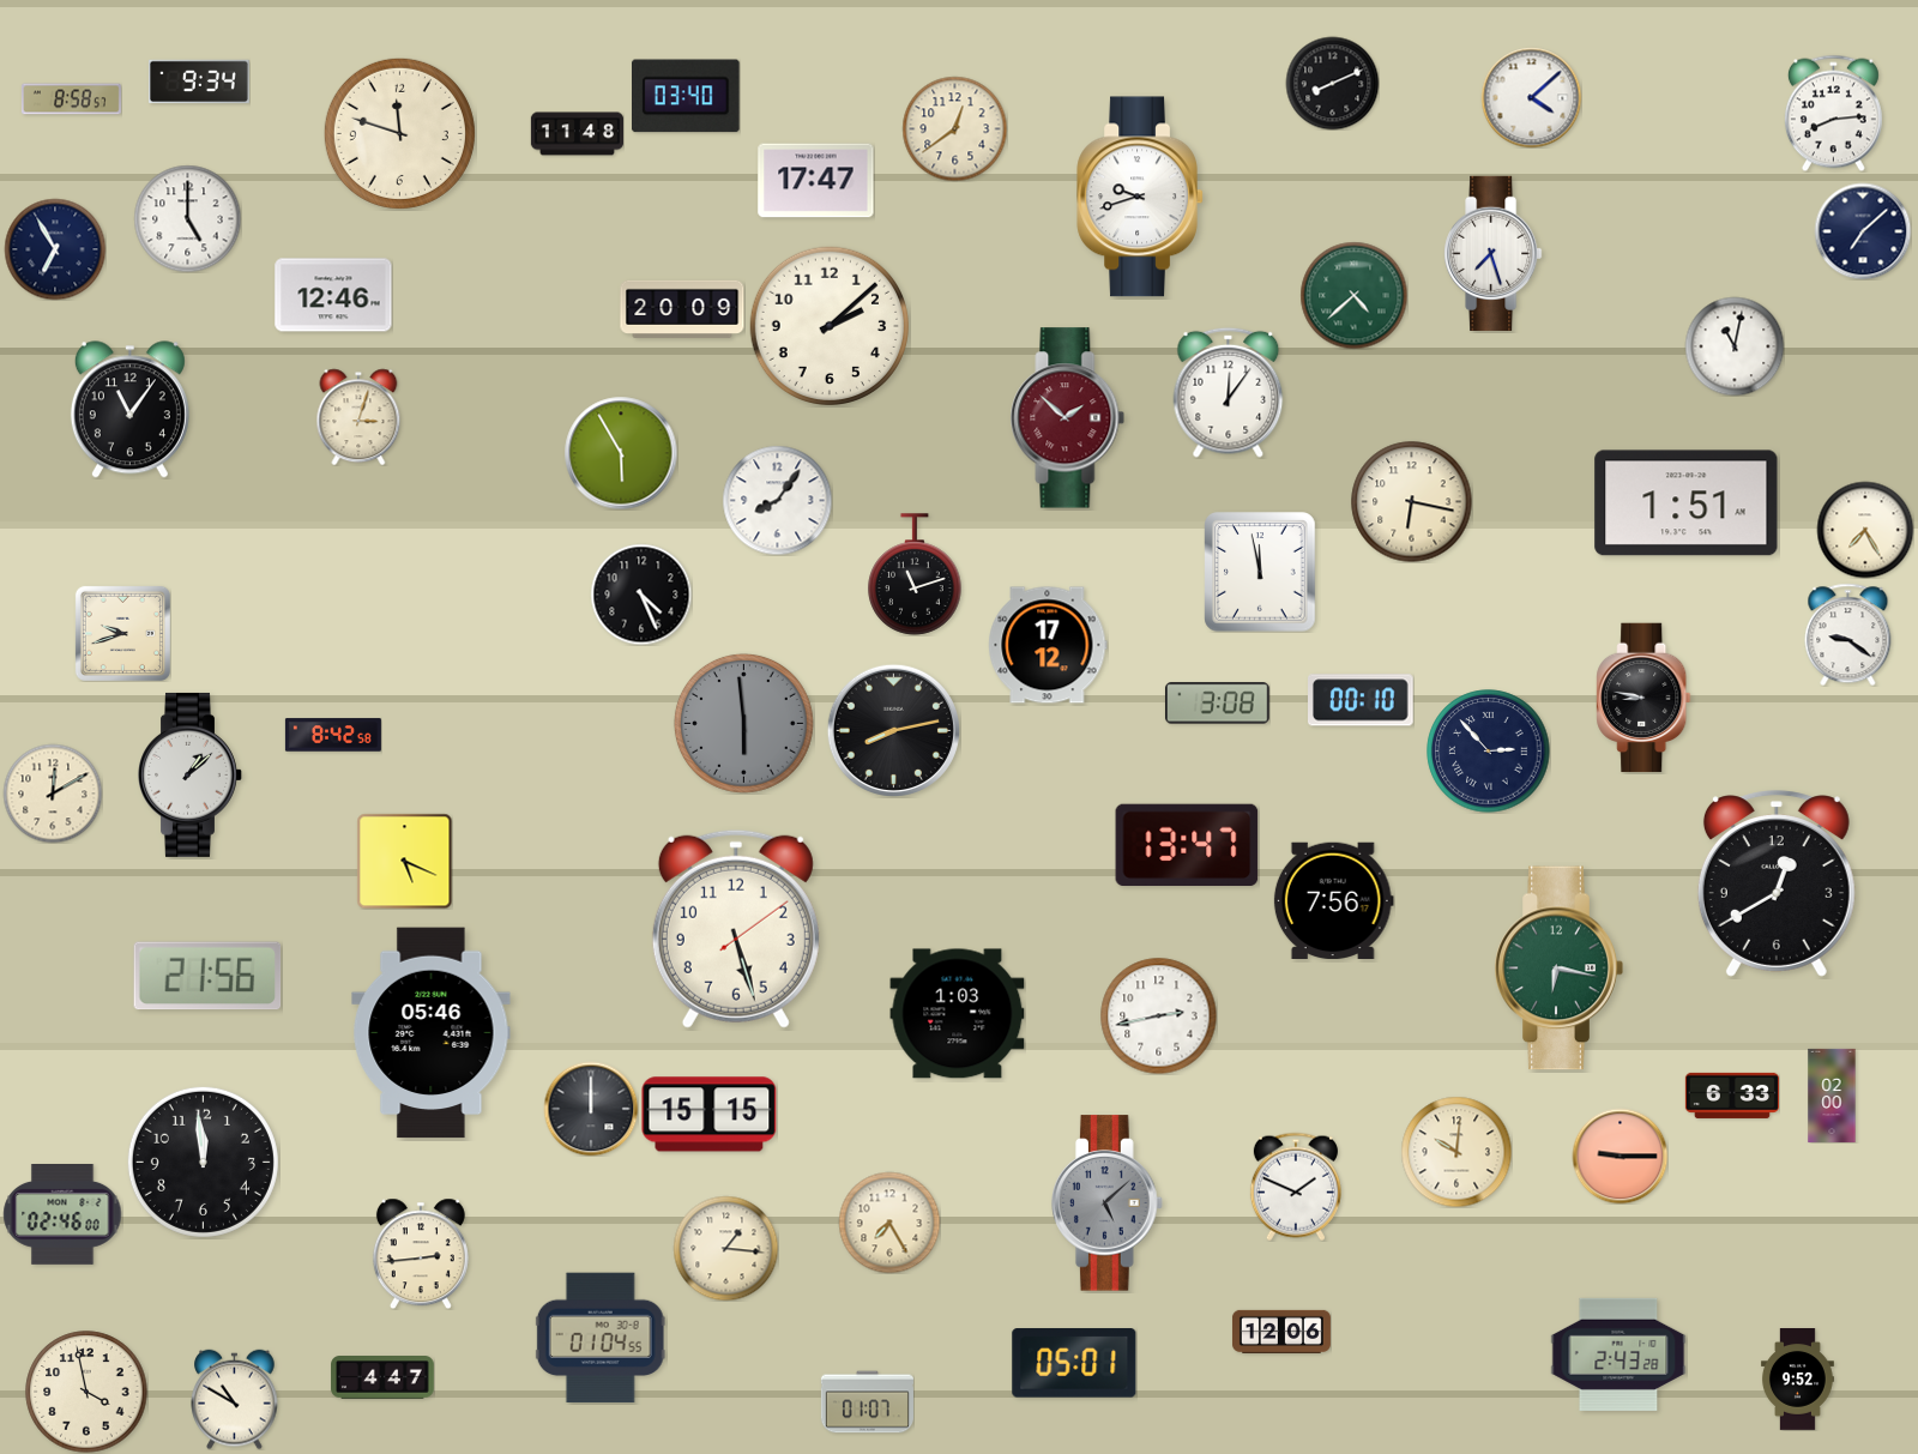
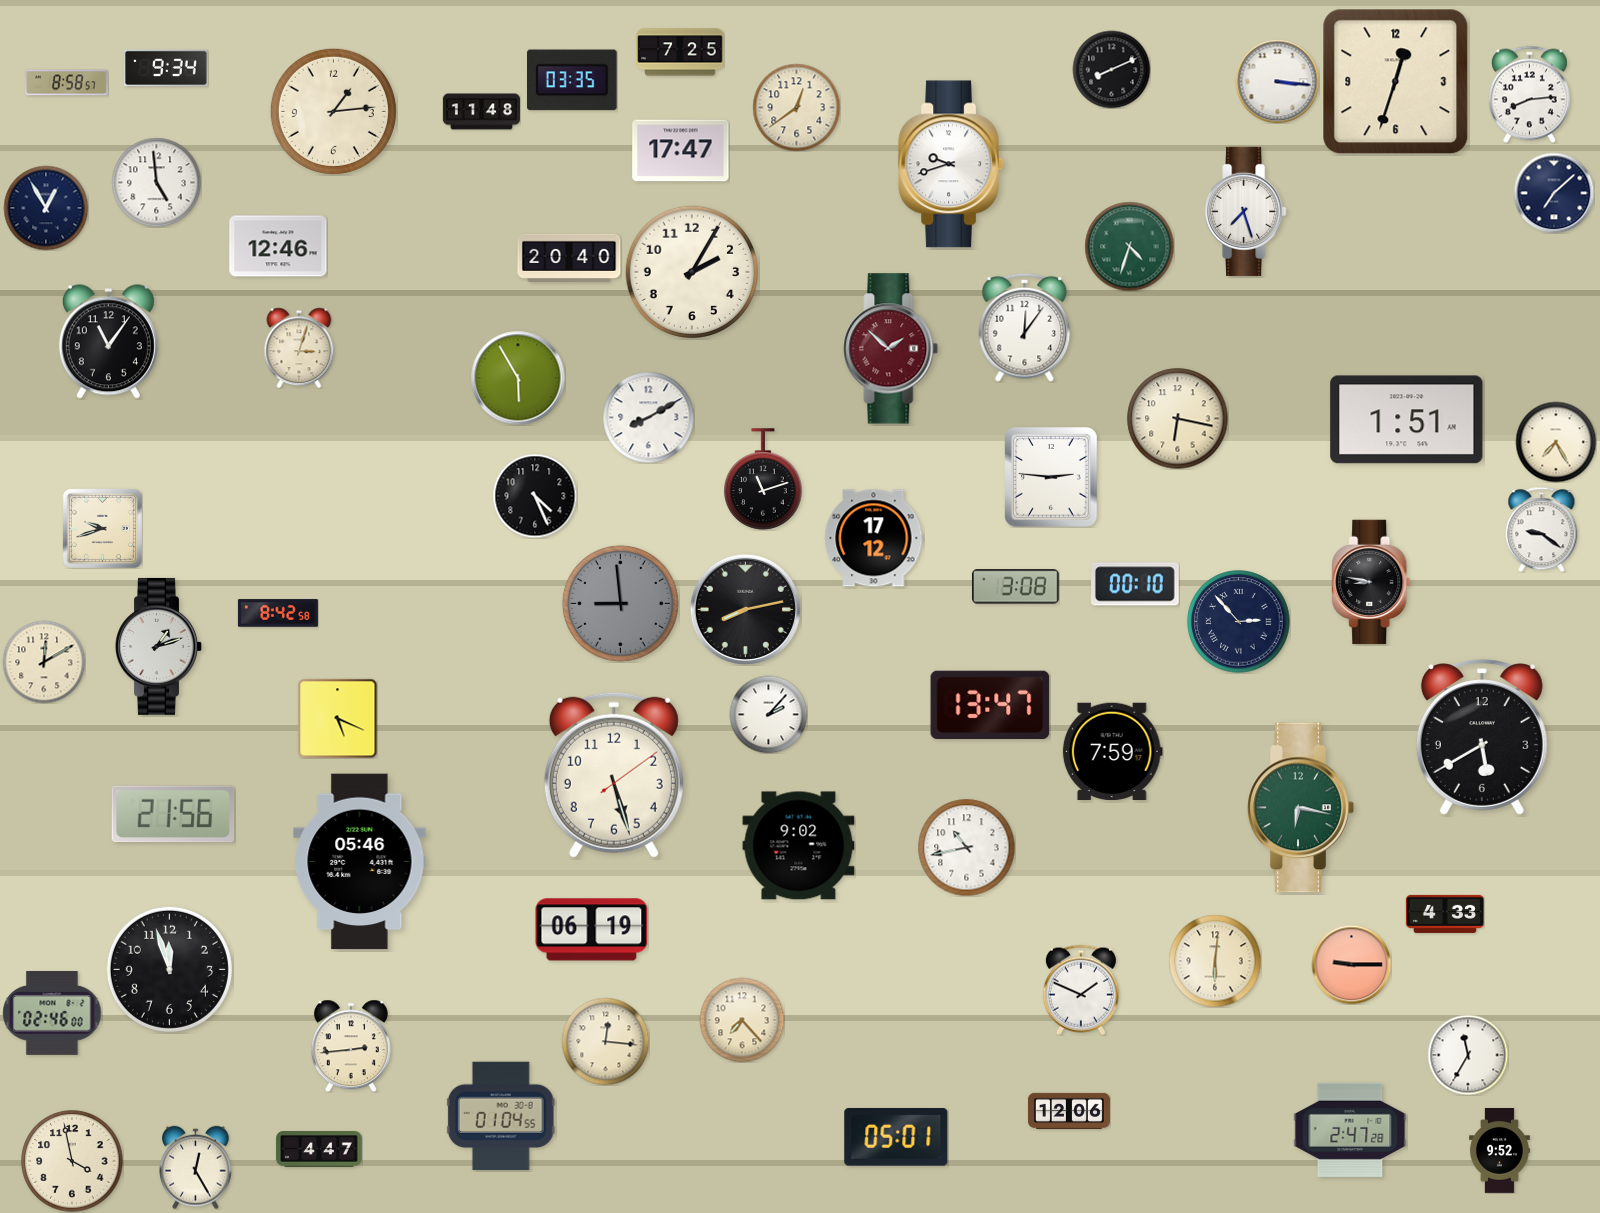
clock at (680, 52): none -> 7:25
clock at (687, 96): 03:40 -> 03:35
clock at (1531, 97): 4:08 -> 3:16
clock at (1396, 82): none -> 12:33
clock at (71, 99) position: (71, 99) -> (66, 83)
clock at (399, 133): 11:48 -> 1:14
clock at (187, 218): 5:00 -> 4:59
clock at (55, 249): 6:55 -> 12:55
clock at (1353, 295): 4:38 -> 4:33
clock at (682, 309): 20:09 -> 20:40
clock at (828, 325): 2:08 -> 2:05
clock at (1735, 346): 11:02 -> none
clock at (777, 500): 8:06 -> 8:10
clock at (1260, 572): 11:58 -> 2:46
clock at (743, 723): 5:59 -> 8:59
clock at (1489, 752) position: (1489, 752) -> (1239, 622)
clock at (191, 774): 1:08 -> 1:12
clock at (768, 714): none -> 2:07
clock at (1777, 883): 12:40 -> 5:40
clock at (1333, 901): 7:56 -> 7:59
clock at (958, 1014): 1:03 -> 9:02
clock at (1158, 1015): 2:43 -> 10:43
clock at (1732, 1096): 6:33 -> 4:33
clock at (1832, 1096): 02:00 -> none
clock at (591, 1109): 12:00 -> none
clock at (710, 1115): 15:15 -> 06:19
clock at (1456, 1152): 10:01 -> 6:01
clock at (203, 1162): 11:59 -> 11:57
clock at (1108, 1203): 5:08 -> none
clock at (889, 1223): 7:25 -> 7:23
clock at (725, 1248): 1:16 -> 12:16
clock at (1468, 1055): none -> 11:35
clock at (1618, 1355): 2:43 -> 2:47
clock at (235, 1399): 10:50 -> 12:25
clock at (867, 1402): 01:07 -> none
